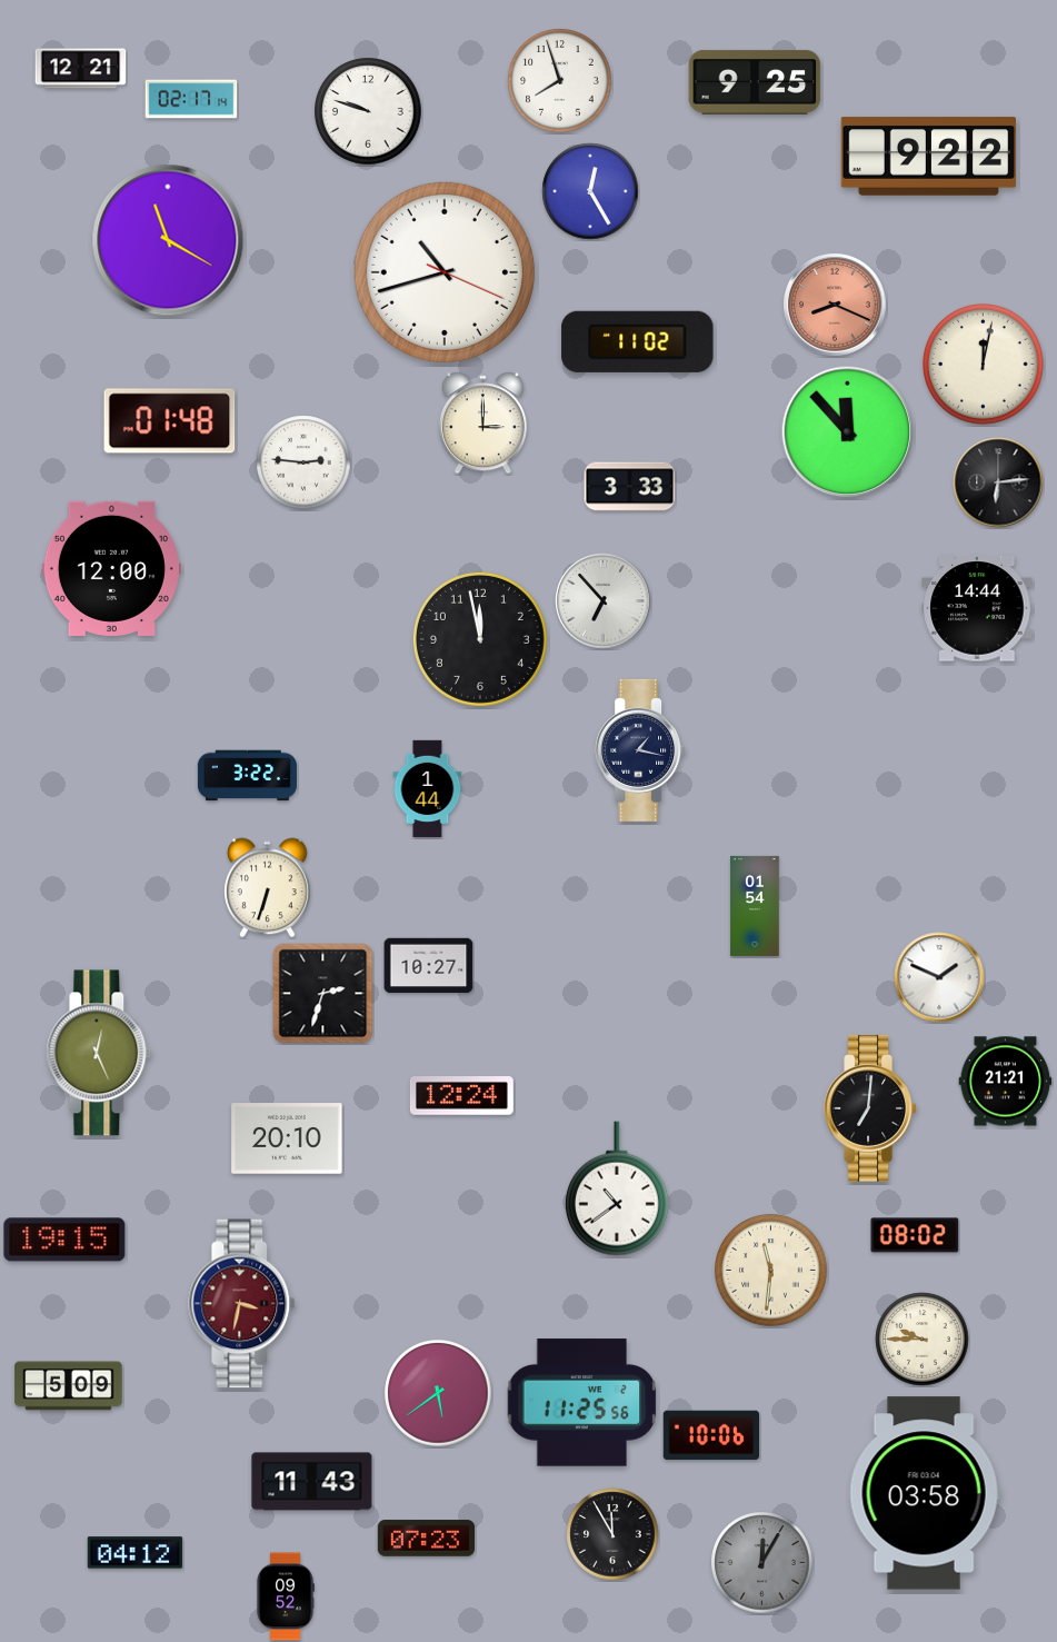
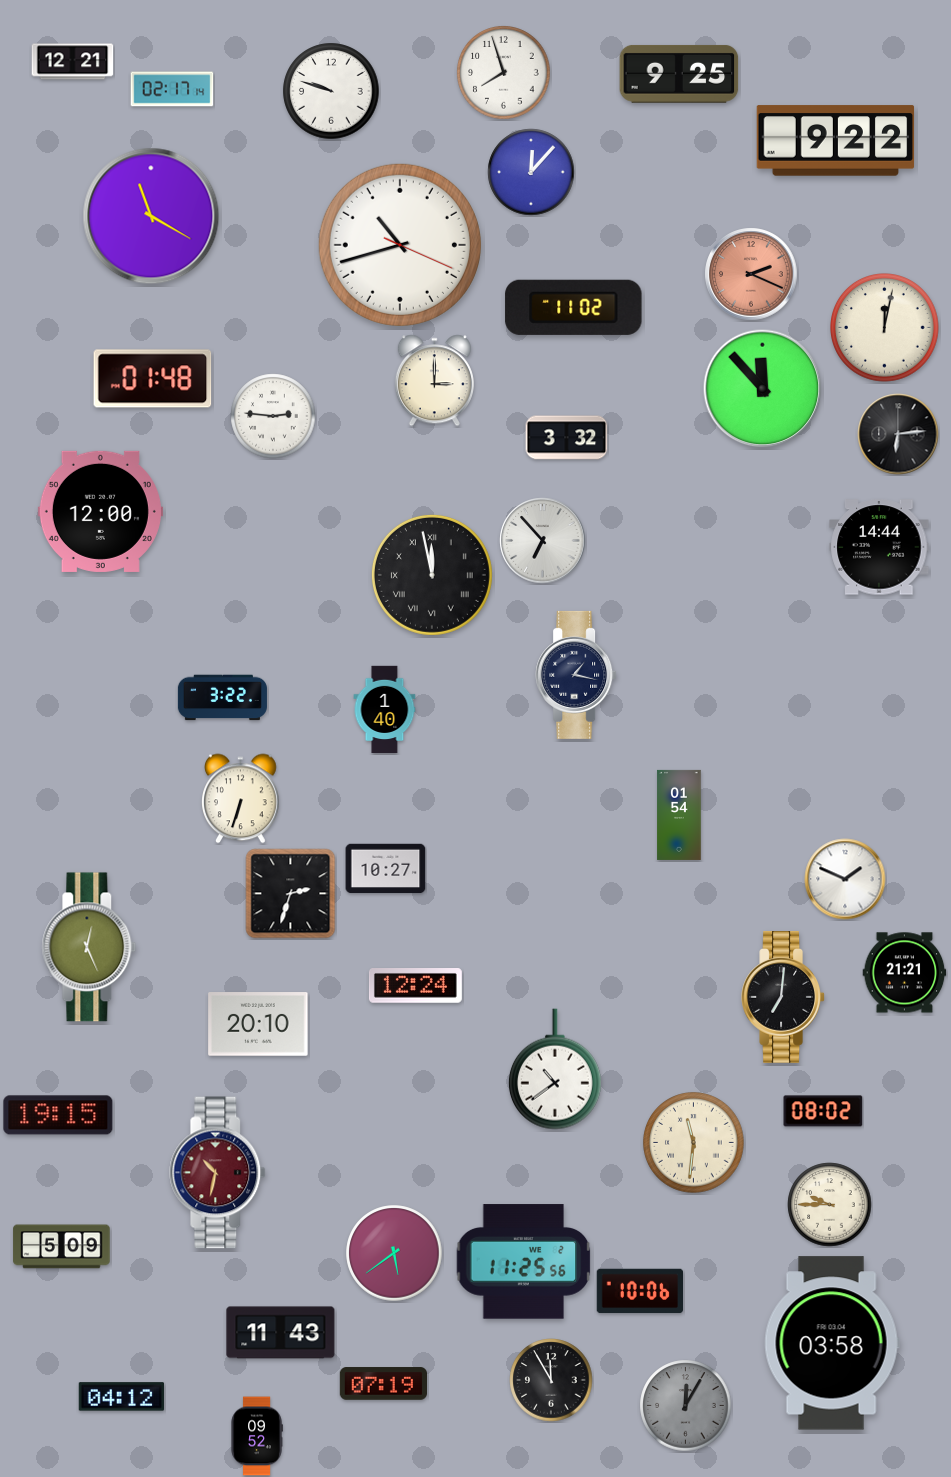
clock at (368, 111) position: (368, 111) -> (331, 91)
clock at (590, 191): 12:25 -> 12:07
clock at (835, 305): 8:19 -> 2:19
clock at (630, 487): 3:33 -> 3:32
clock at (480, 639) numerals: Arabic -> Roman
clock at (428, 789): 1:44 -> 1:40
clock at (242, 1304): 3:32 -> 10:32
clock at (426, 1539): 07:23 -> 07:19
